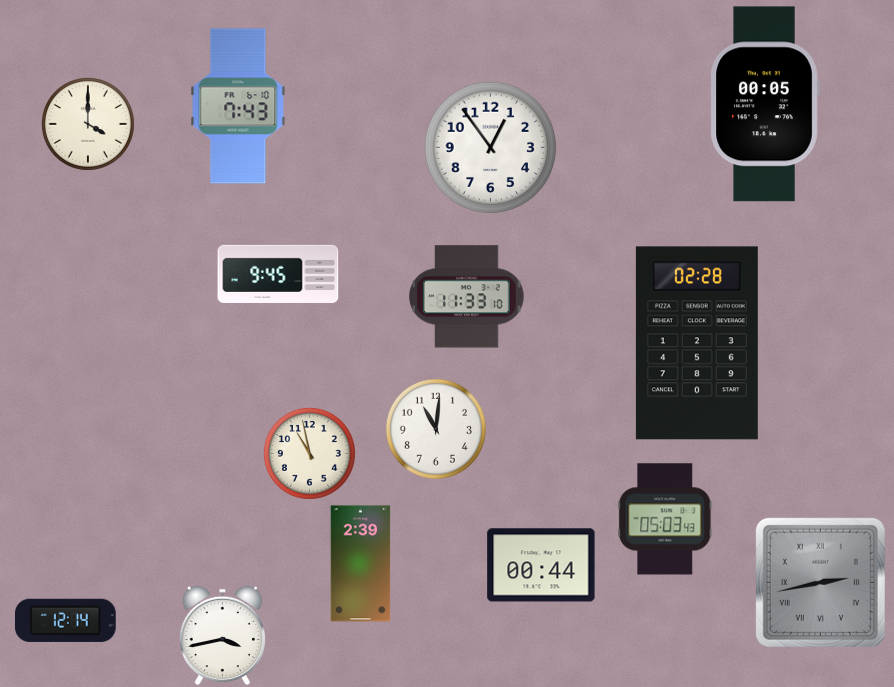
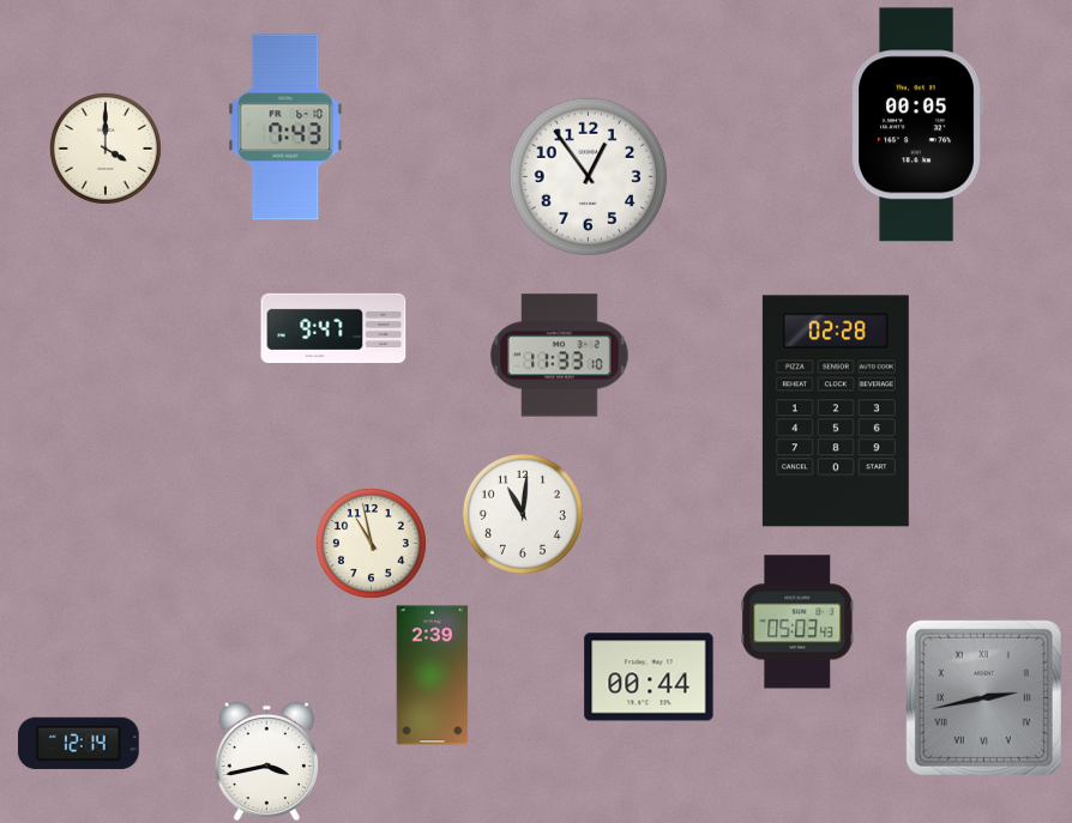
clock at (278, 274): 9:45 -> 9:47
